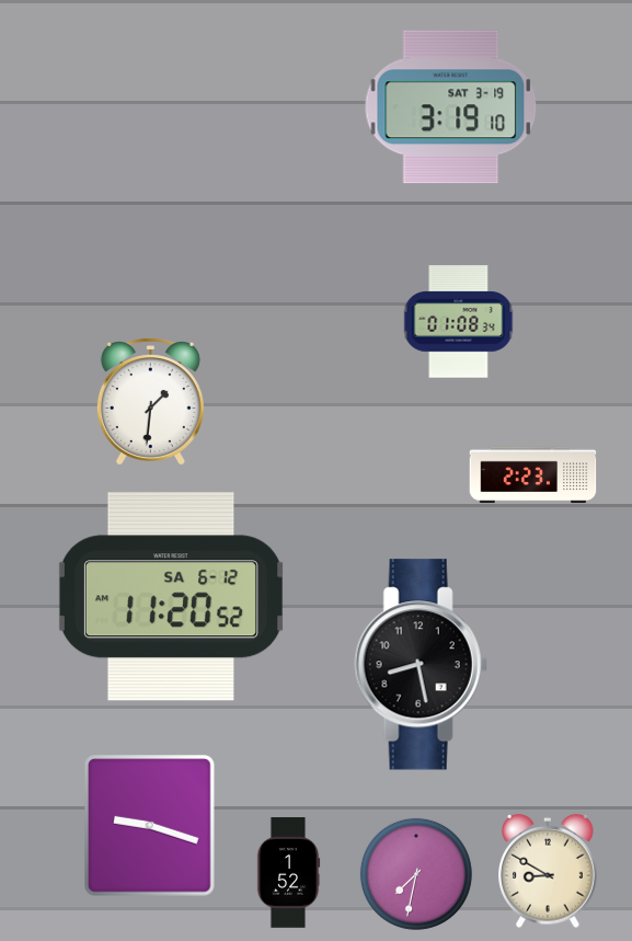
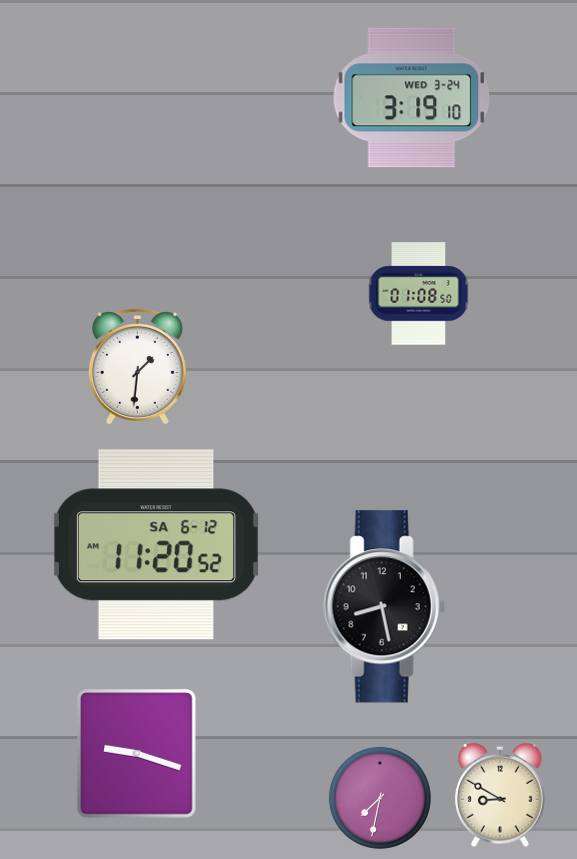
clock at (451, 107) date: SAT 3-19 -> WED 3-24
clock at (459, 322): 01:08:34 -> 01:08:50
clock at (533, 475): 2:23 -> none
clock at (288, 873): 1:52 -> none
